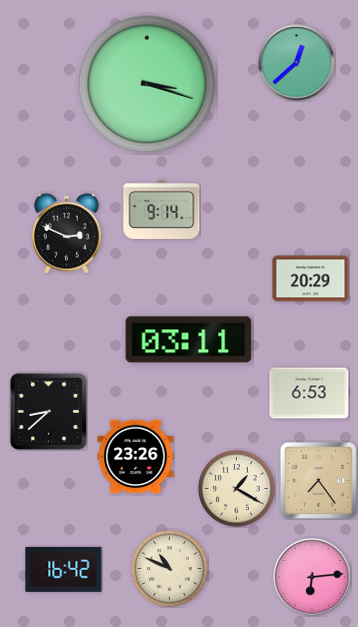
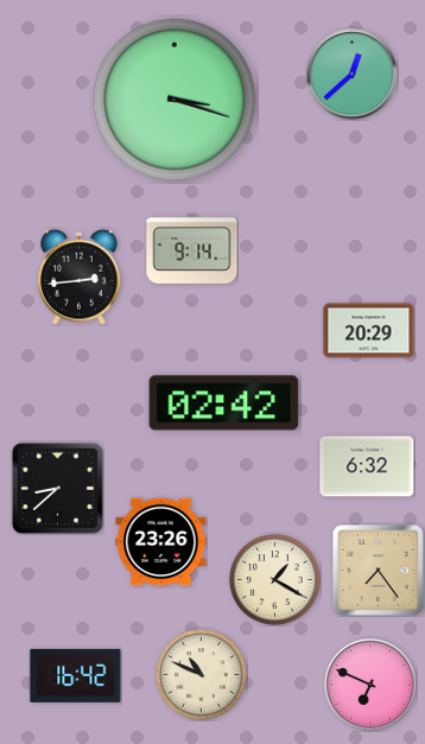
clock at (67, 233): 2:49 -> 2:44
clock at (189, 340): 03:11 -> 02:42
clock at (309, 393): 6:53 -> 6:32
clock at (237, 489) position: (237, 489) -> (275, 580)
clock at (312, 577): 6:14 -> 6:49
